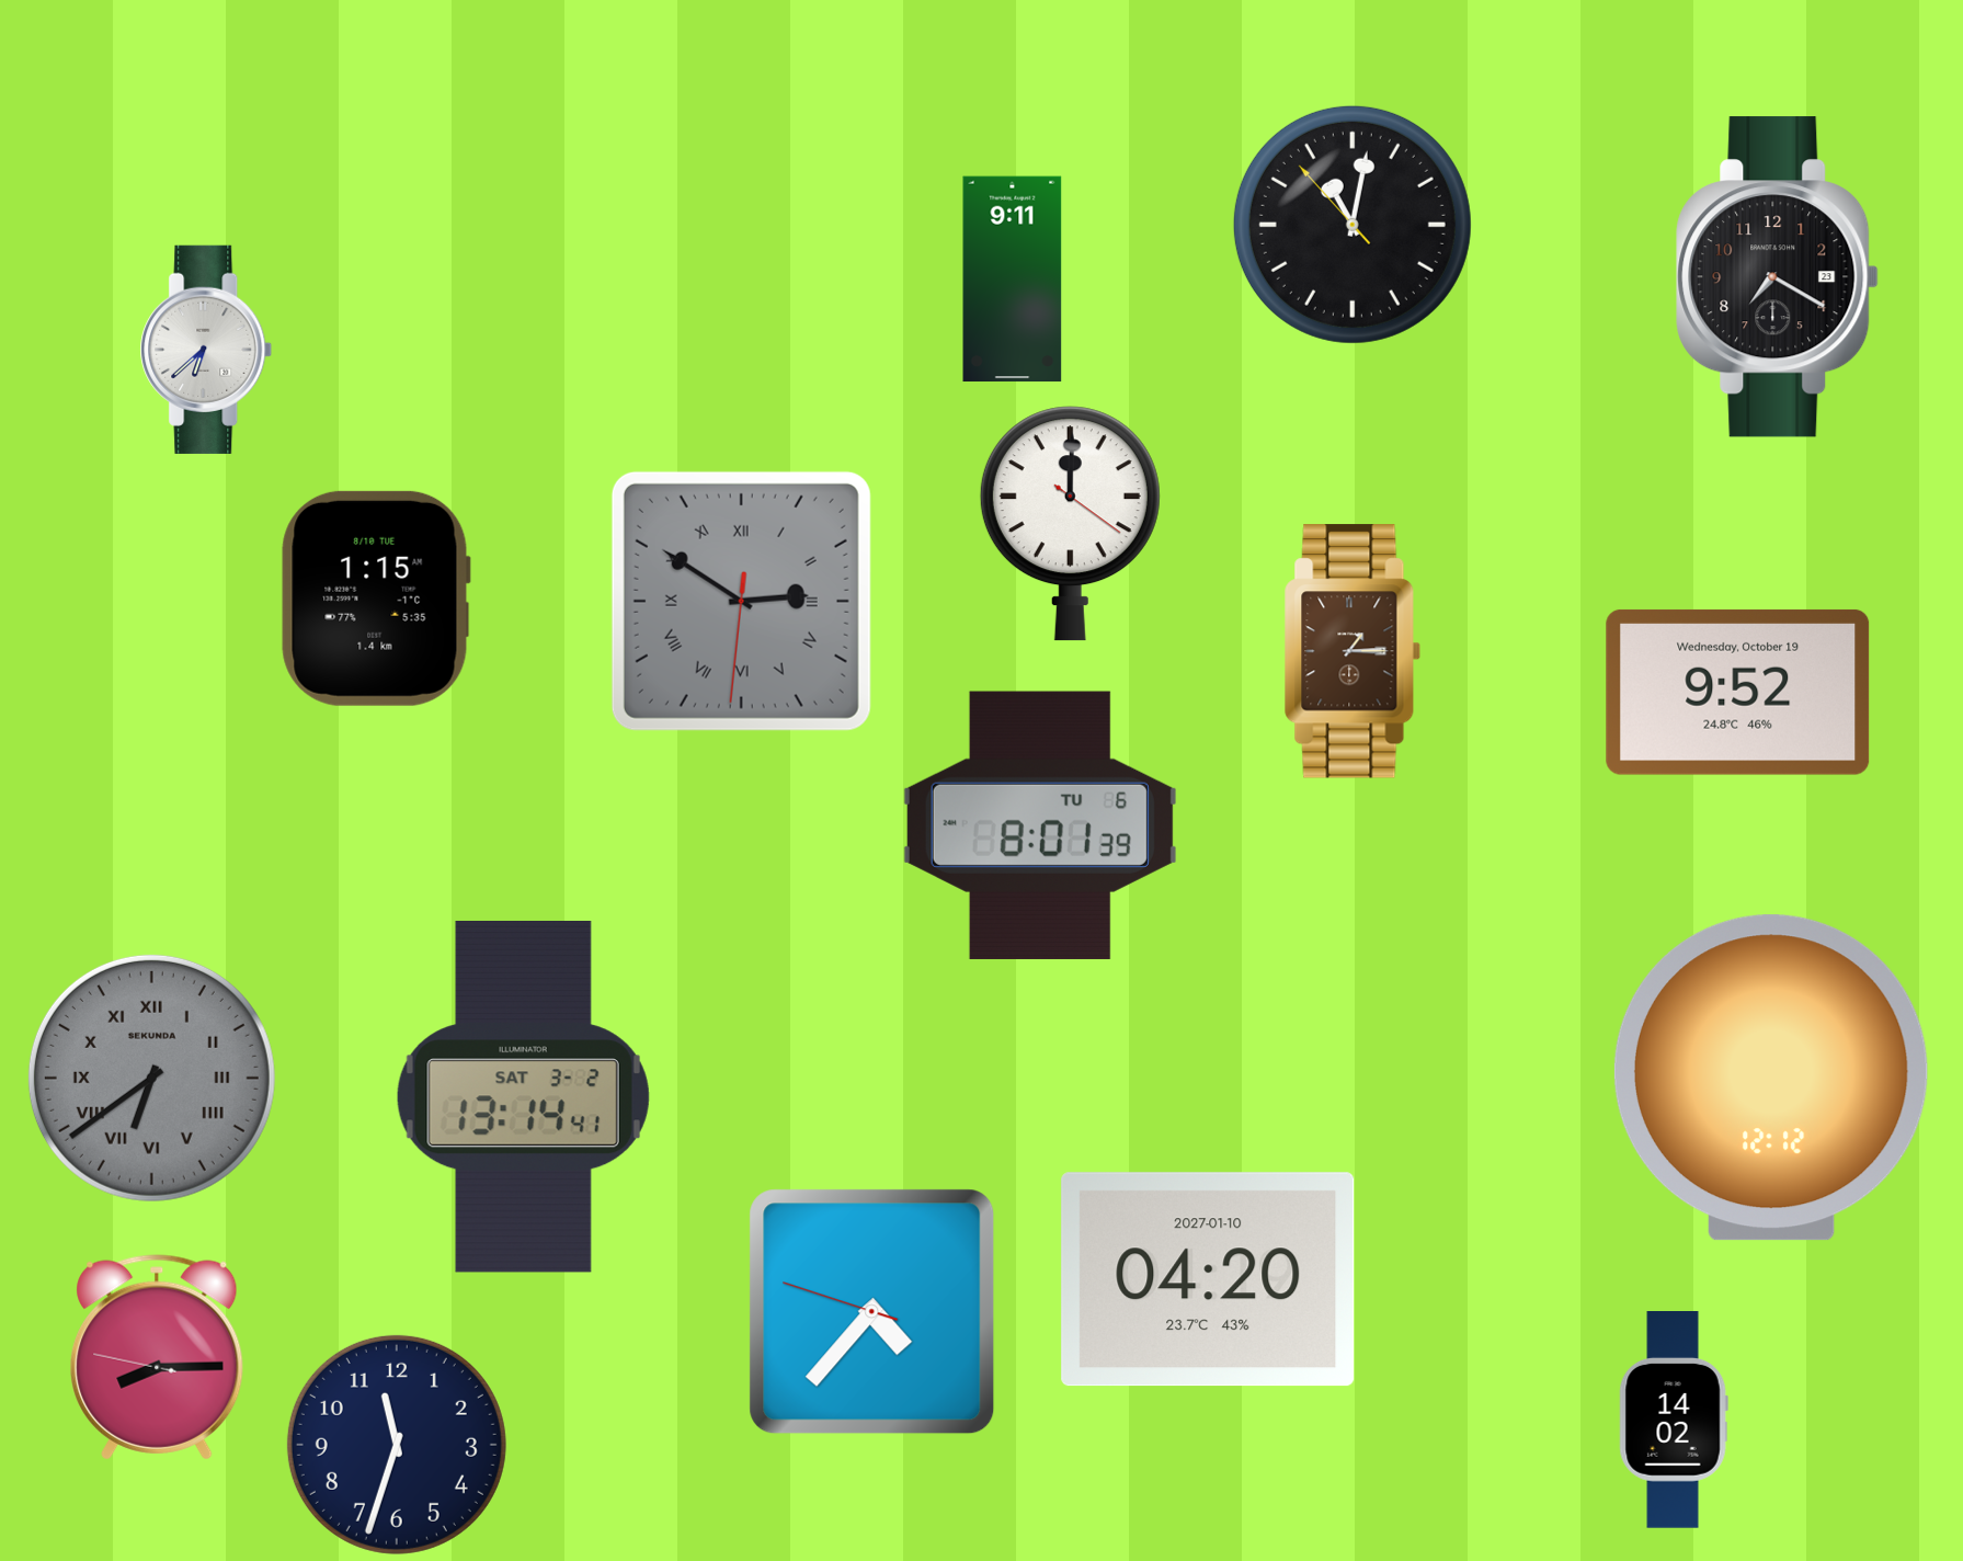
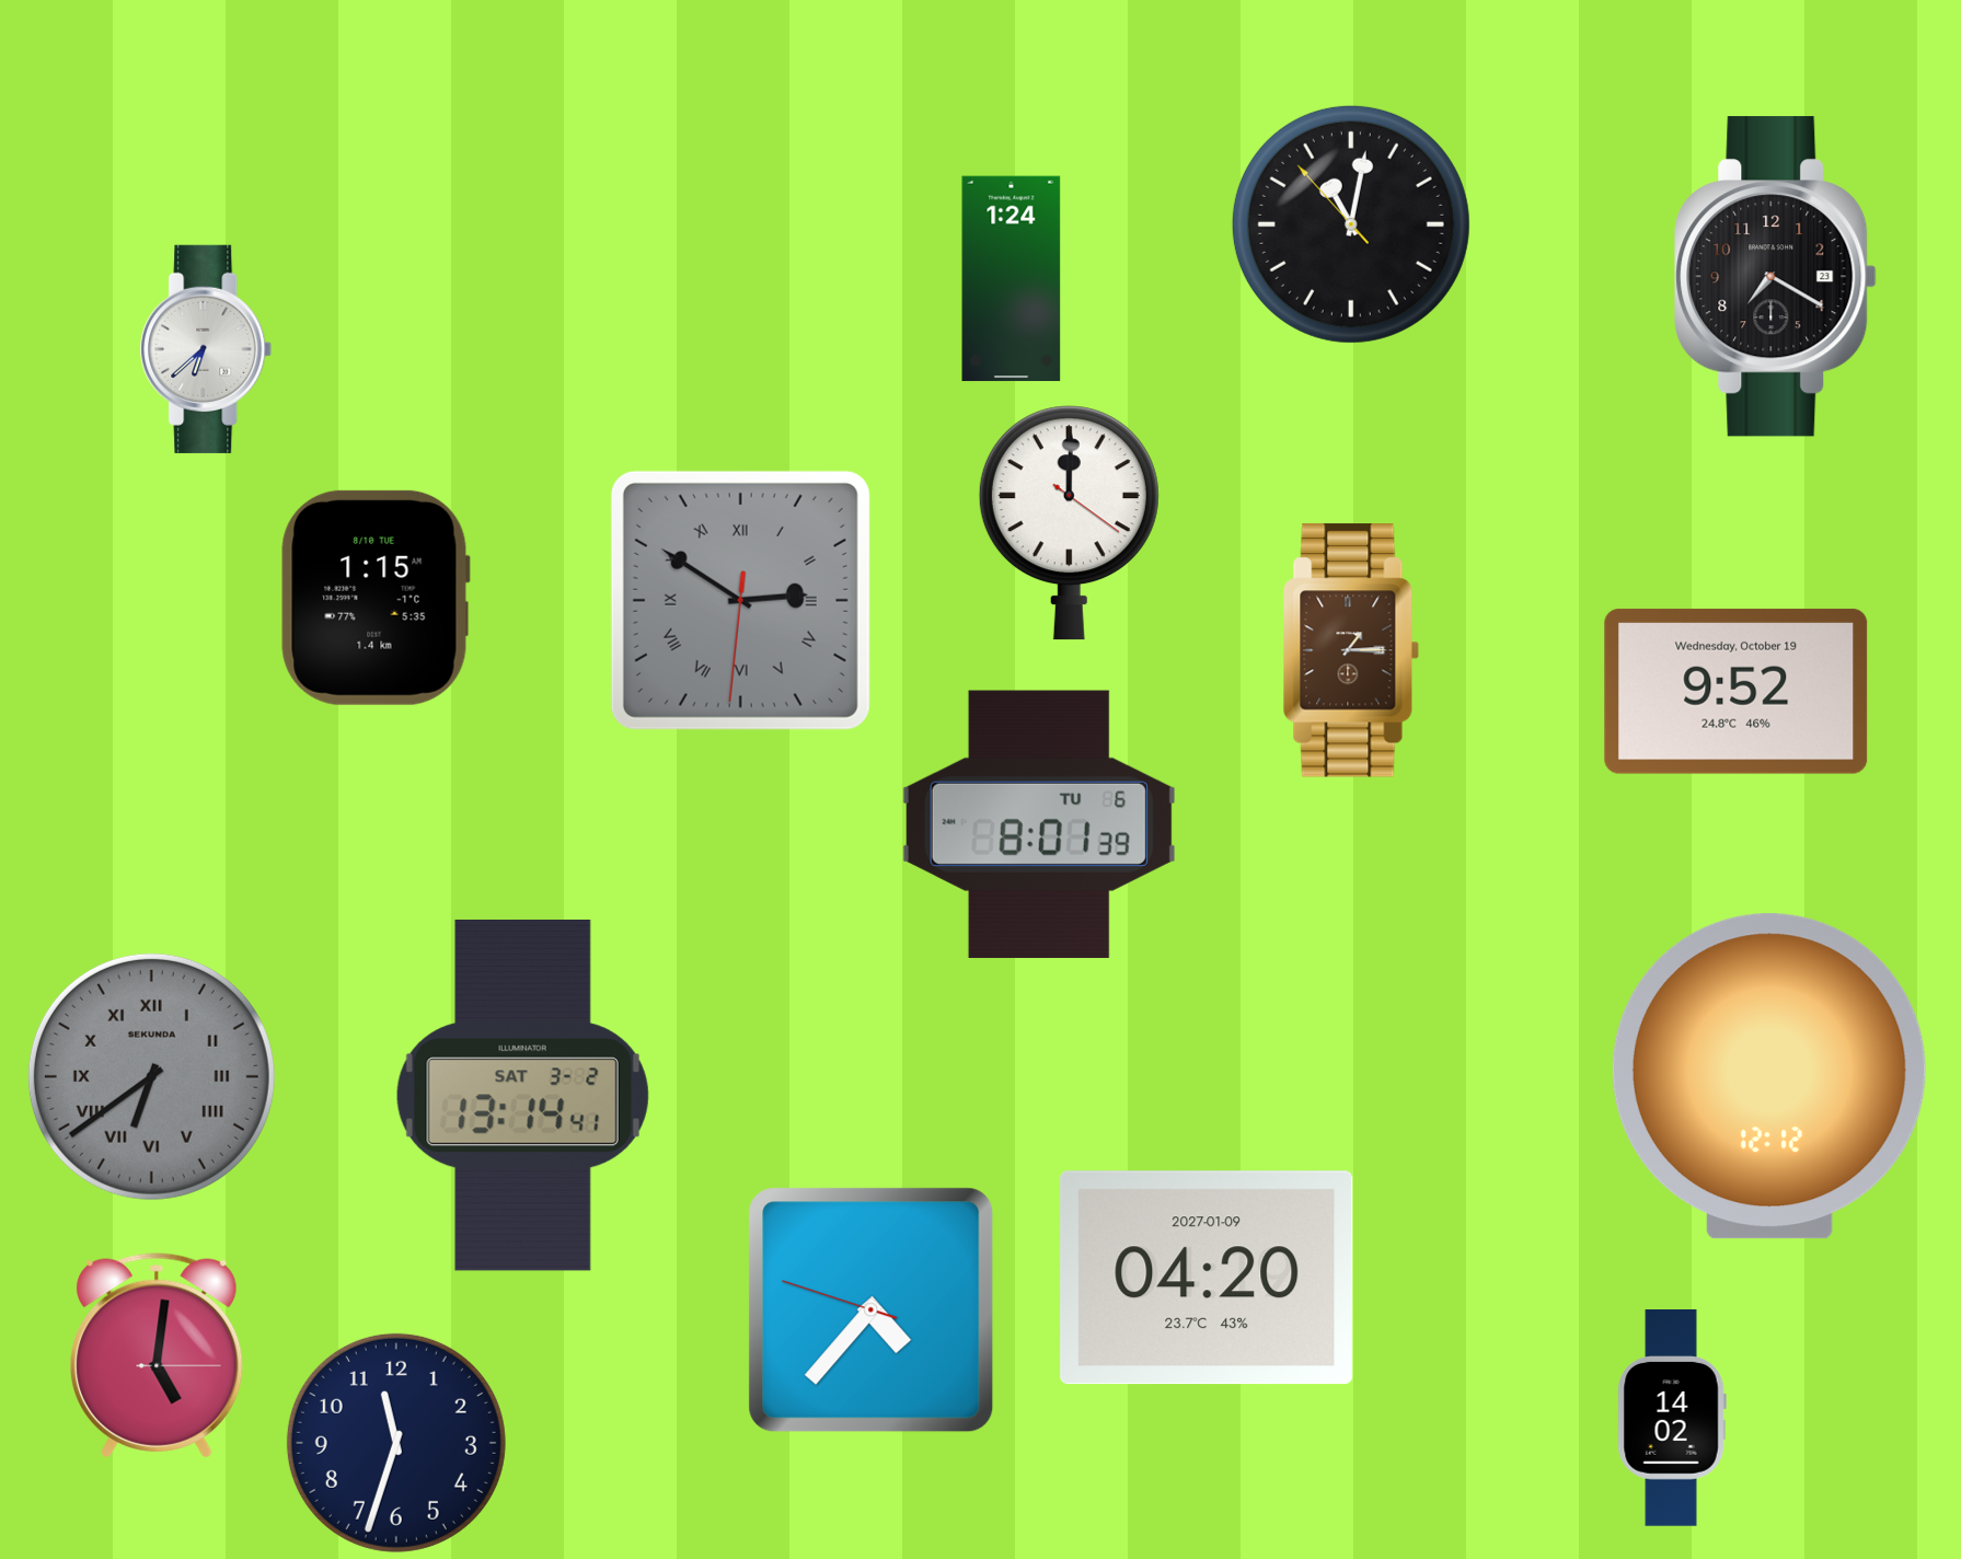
clock at (1013, 280): 9:11 -> 1:24
clock at (1208, 1279) date: 2027-01-10 -> 2027-01-09
clock at (157, 1357): 8:14 -> 5:01
